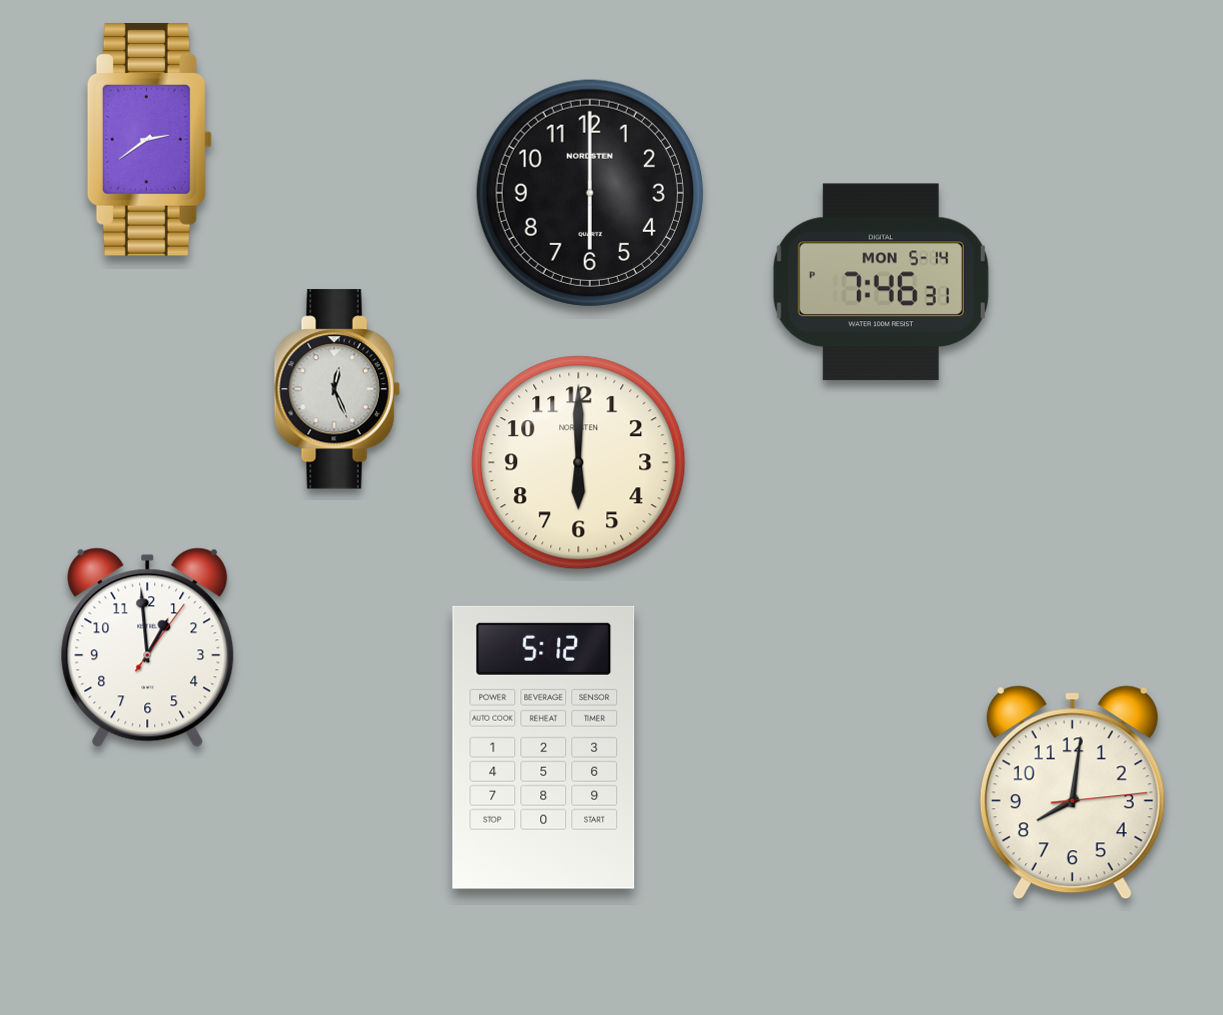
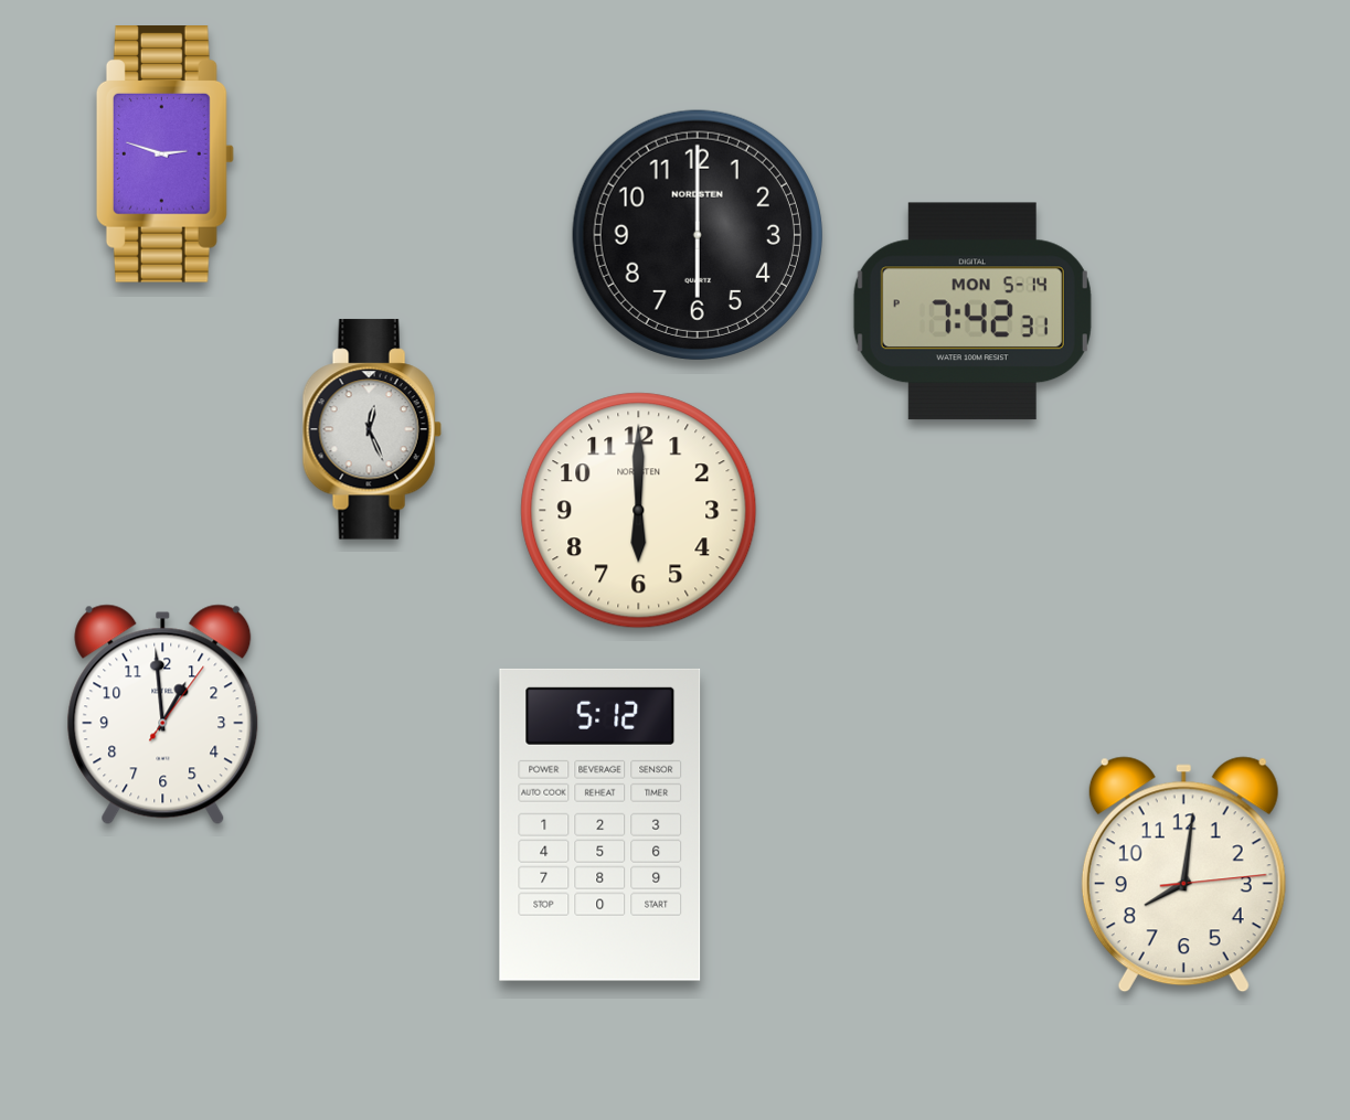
clock at (149, 140): 2:39 -> 2:48
clock at (590, 193) position: (590, 193) -> (698, 235)
clock at (881, 282): 7:46 -> 7:42
